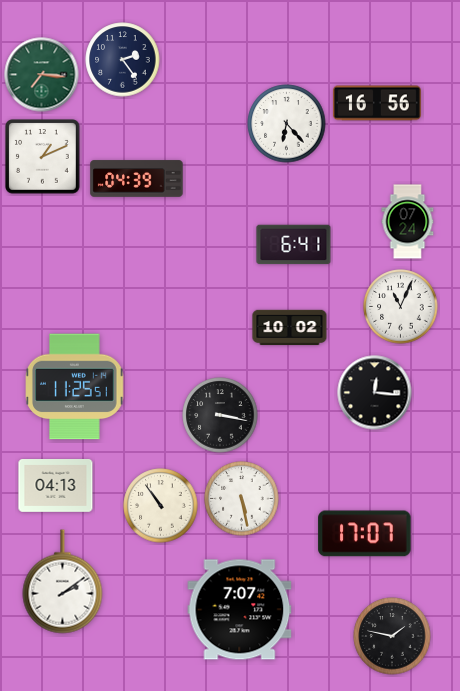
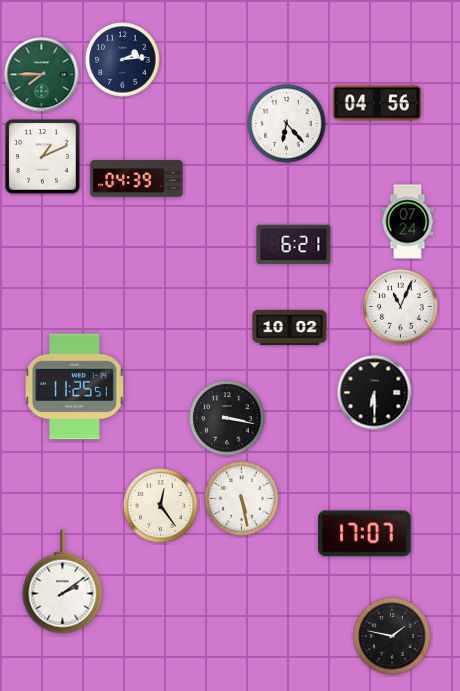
clock at (123, 60): 2:24 -> 2:14
clock at (42, 75): 7:16 -> 7:45
clock at (377, 103): 16:56 -> 04:56
clock at (294, 245): 6:41 -> 6:21
clock at (375, 393): 12:16 -> 6:30
clock at (220, 415) position: (220, 415) -> (227, 418)
clock at (56, 486): 04:13 -> none
clock at (161, 506): 10:54 -> 12:24
clock at (240, 610): 7:07 -> none
